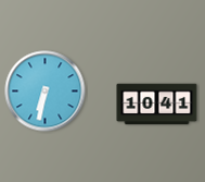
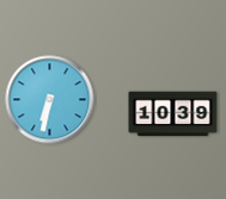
clock at (157, 105): 10:41 -> 10:39
